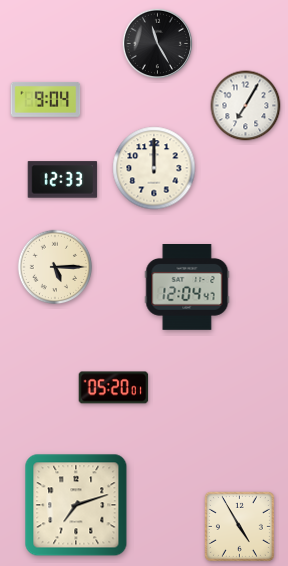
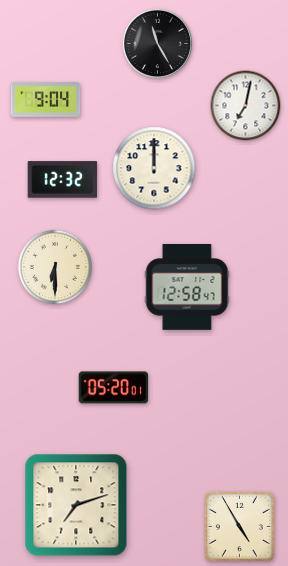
clock at (246, 106): 7:05 -> 7:02
clock at (63, 180): 12:33 -> 12:32
clock at (55, 267): 5:15 -> 6:30
clock at (187, 288): 12:04 -> 12:58
